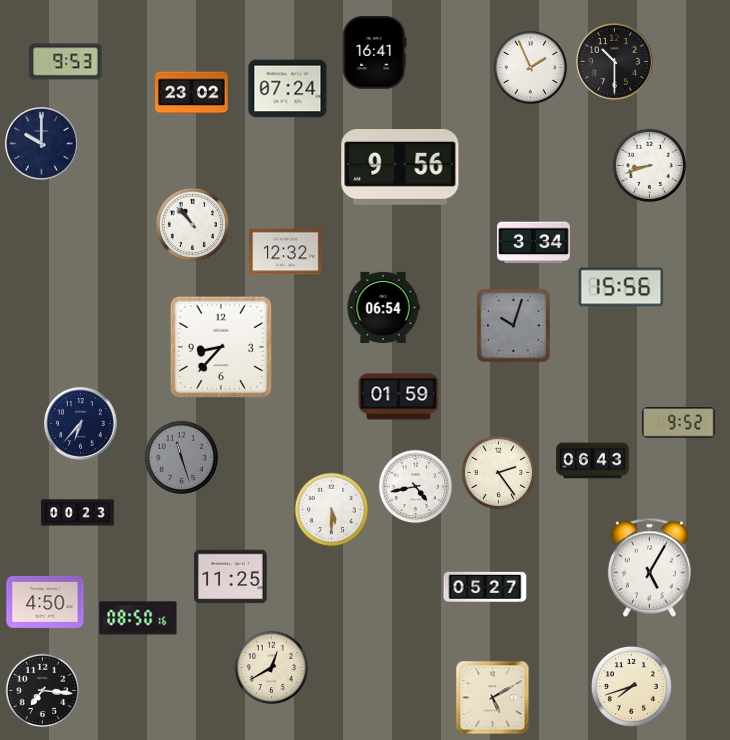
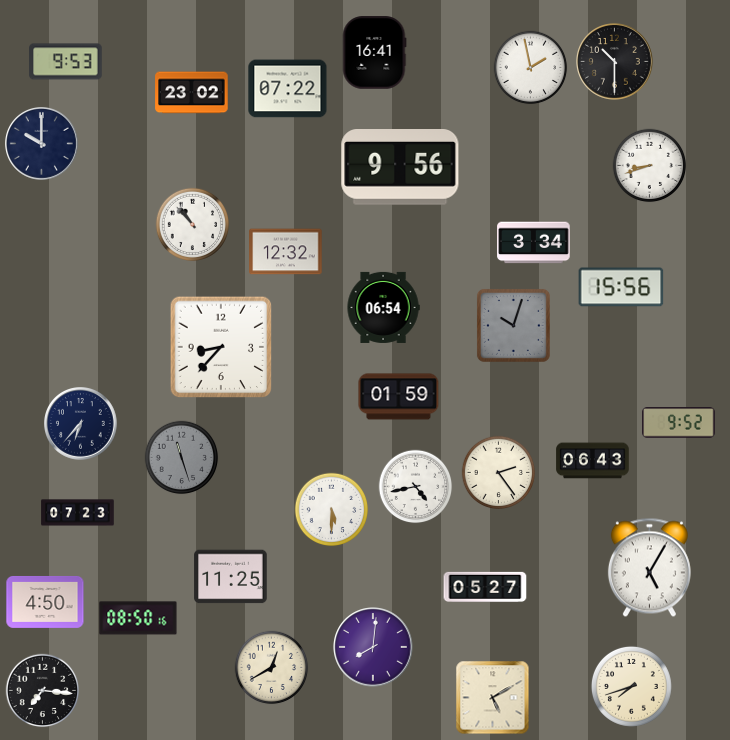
clock at (531, 68): 1:56 -> 1:58
clock at (288, 89): 07:24 -> 07:22
clock at (78, 513): 00:23 -> 07:23
clock at (373, 647): none -> 8:01
